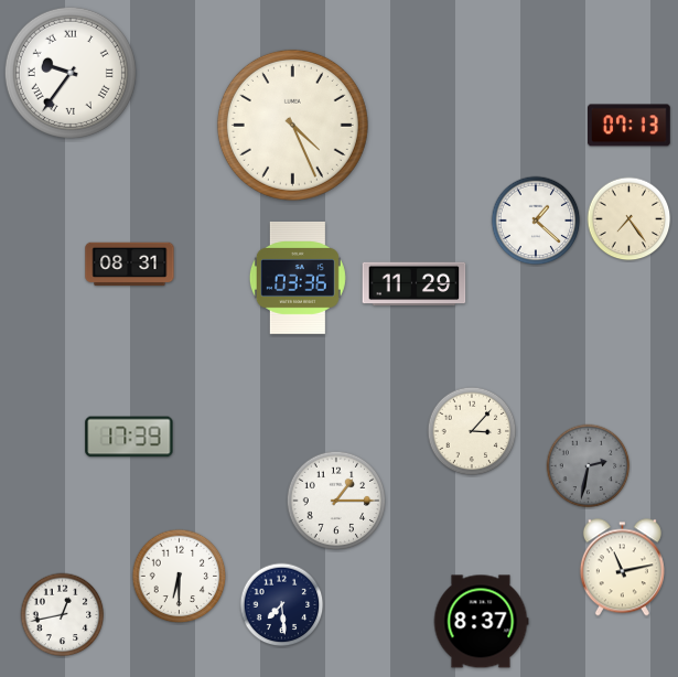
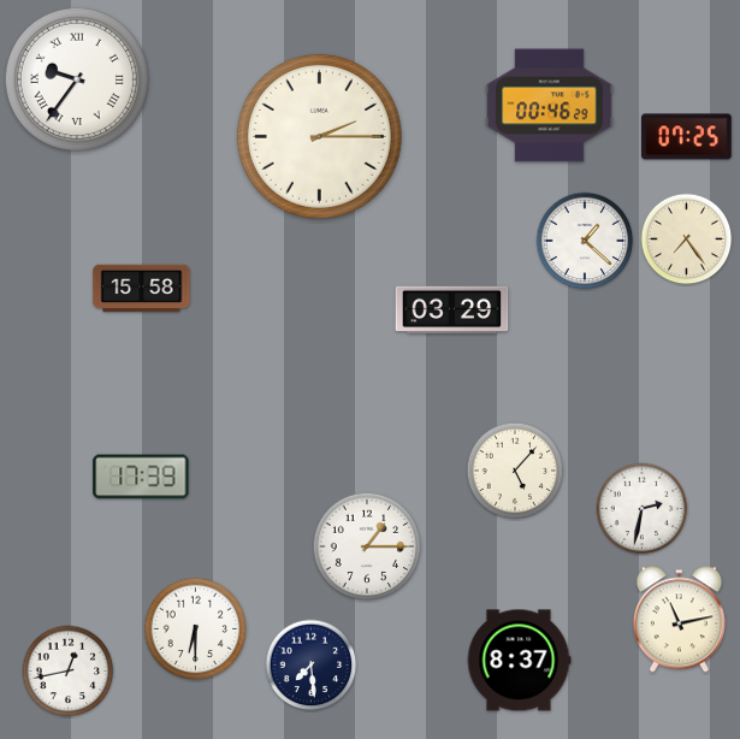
clock at (550, 106): none -> 00:46
clock at (292, 125): 4:26 -> 2:15
clock at (629, 126): 07:13 -> 07:25
clock at (130, 265): 08:31 -> 15:58
clock at (298, 278): 03:36 -> none
clock at (415, 284): 11:29 -> 03:29
clock at (472, 431): 3:07 -> 5:07
clock at (589, 466) dial: grey -> white
clock at (282, 605) position: (282, 605) -> (312, 666)
clock at (481, 622) position: (481, 622) -> (519, 661)
